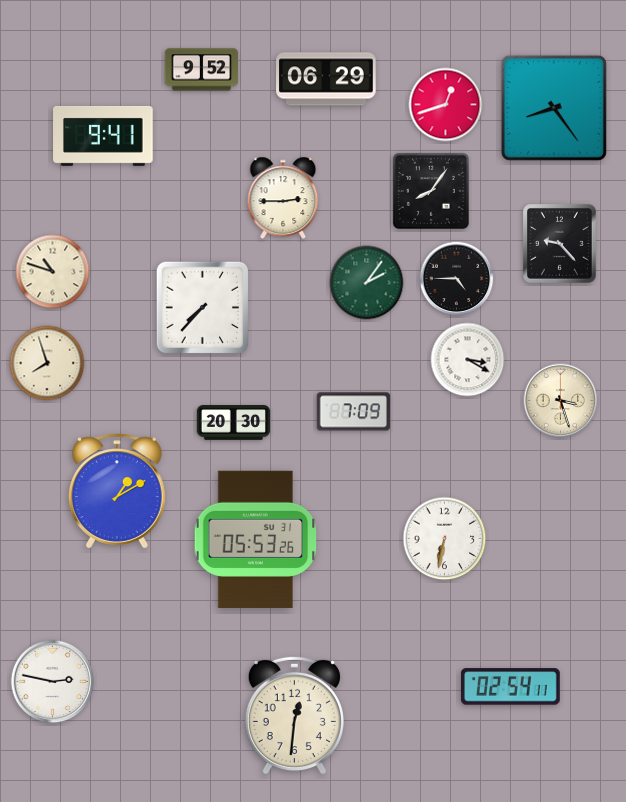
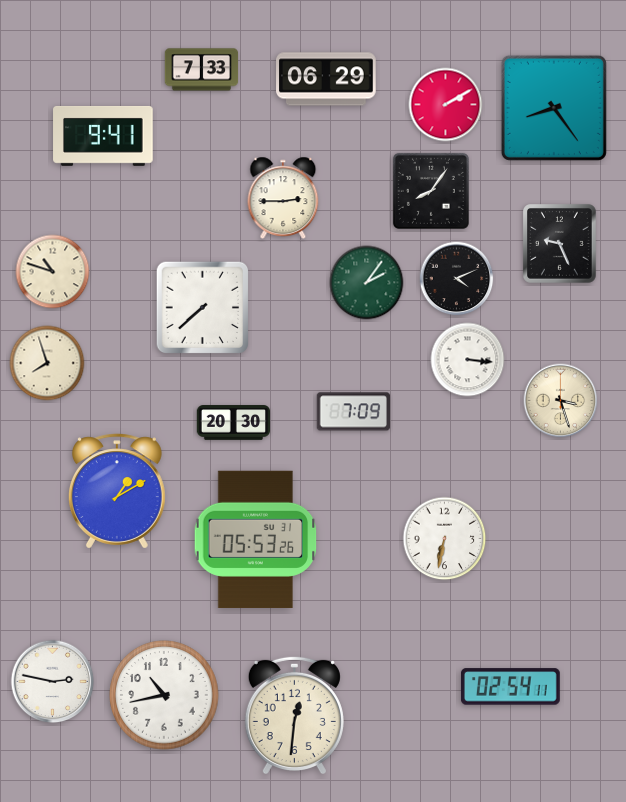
clock at (202, 70): 9:52 -> 7:33
clock at (446, 105): 12:42 -> 2:10
clock at (560, 244): 9:23 -> 9:26
clock at (457, 279): 4:45 -> 4:11
clock at (203, 308): 7:37 -> 7:38
clock at (468, 360): 3:20 -> 3:16
clock at (164, 695): none -> 10:43
